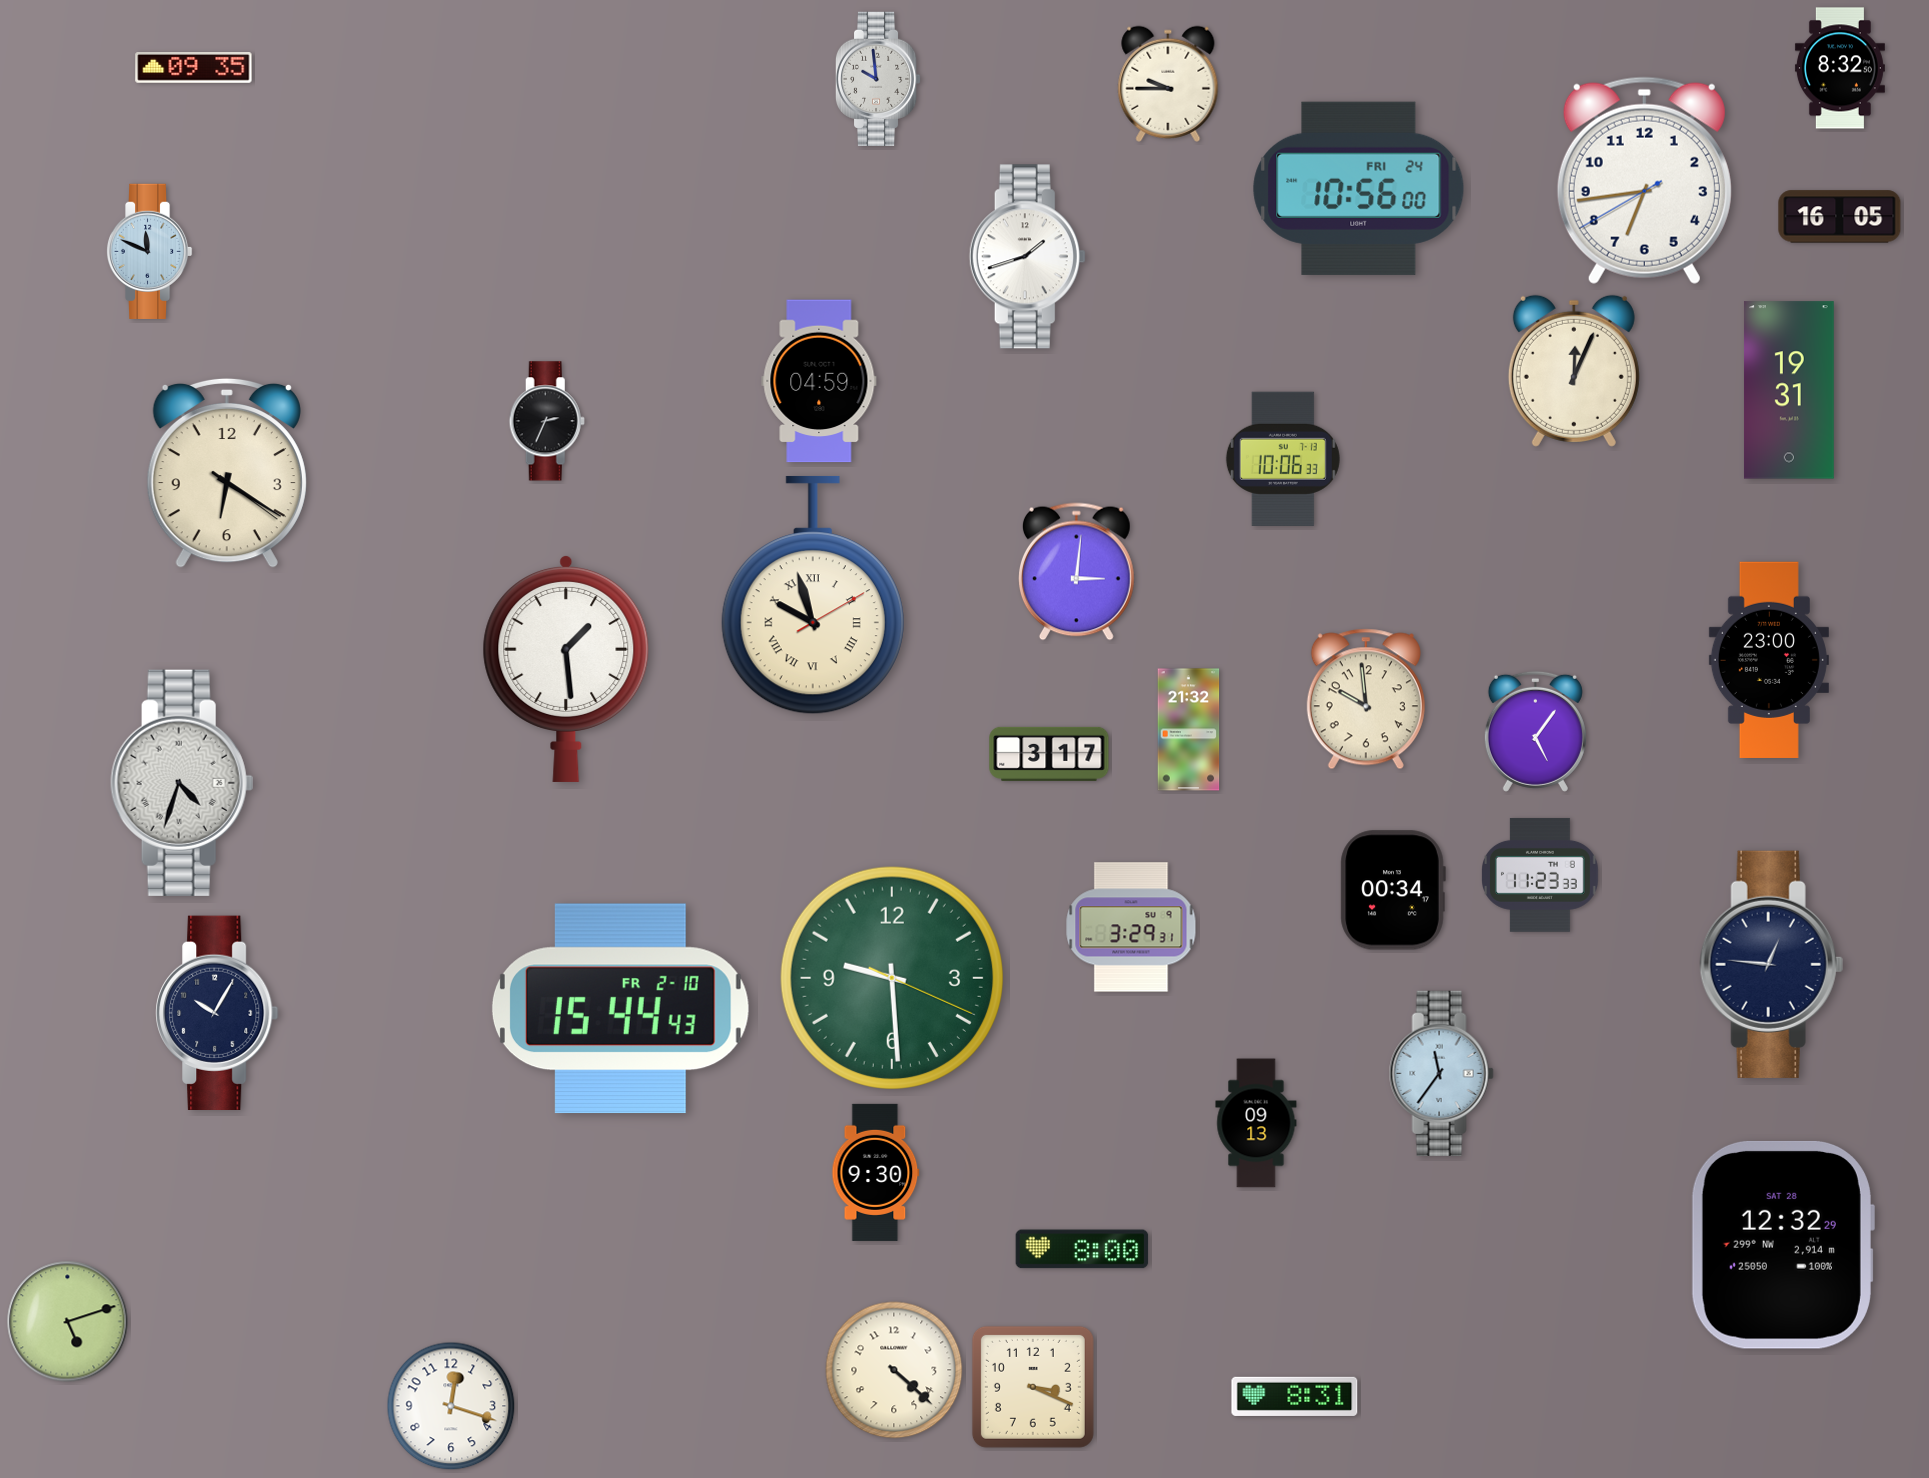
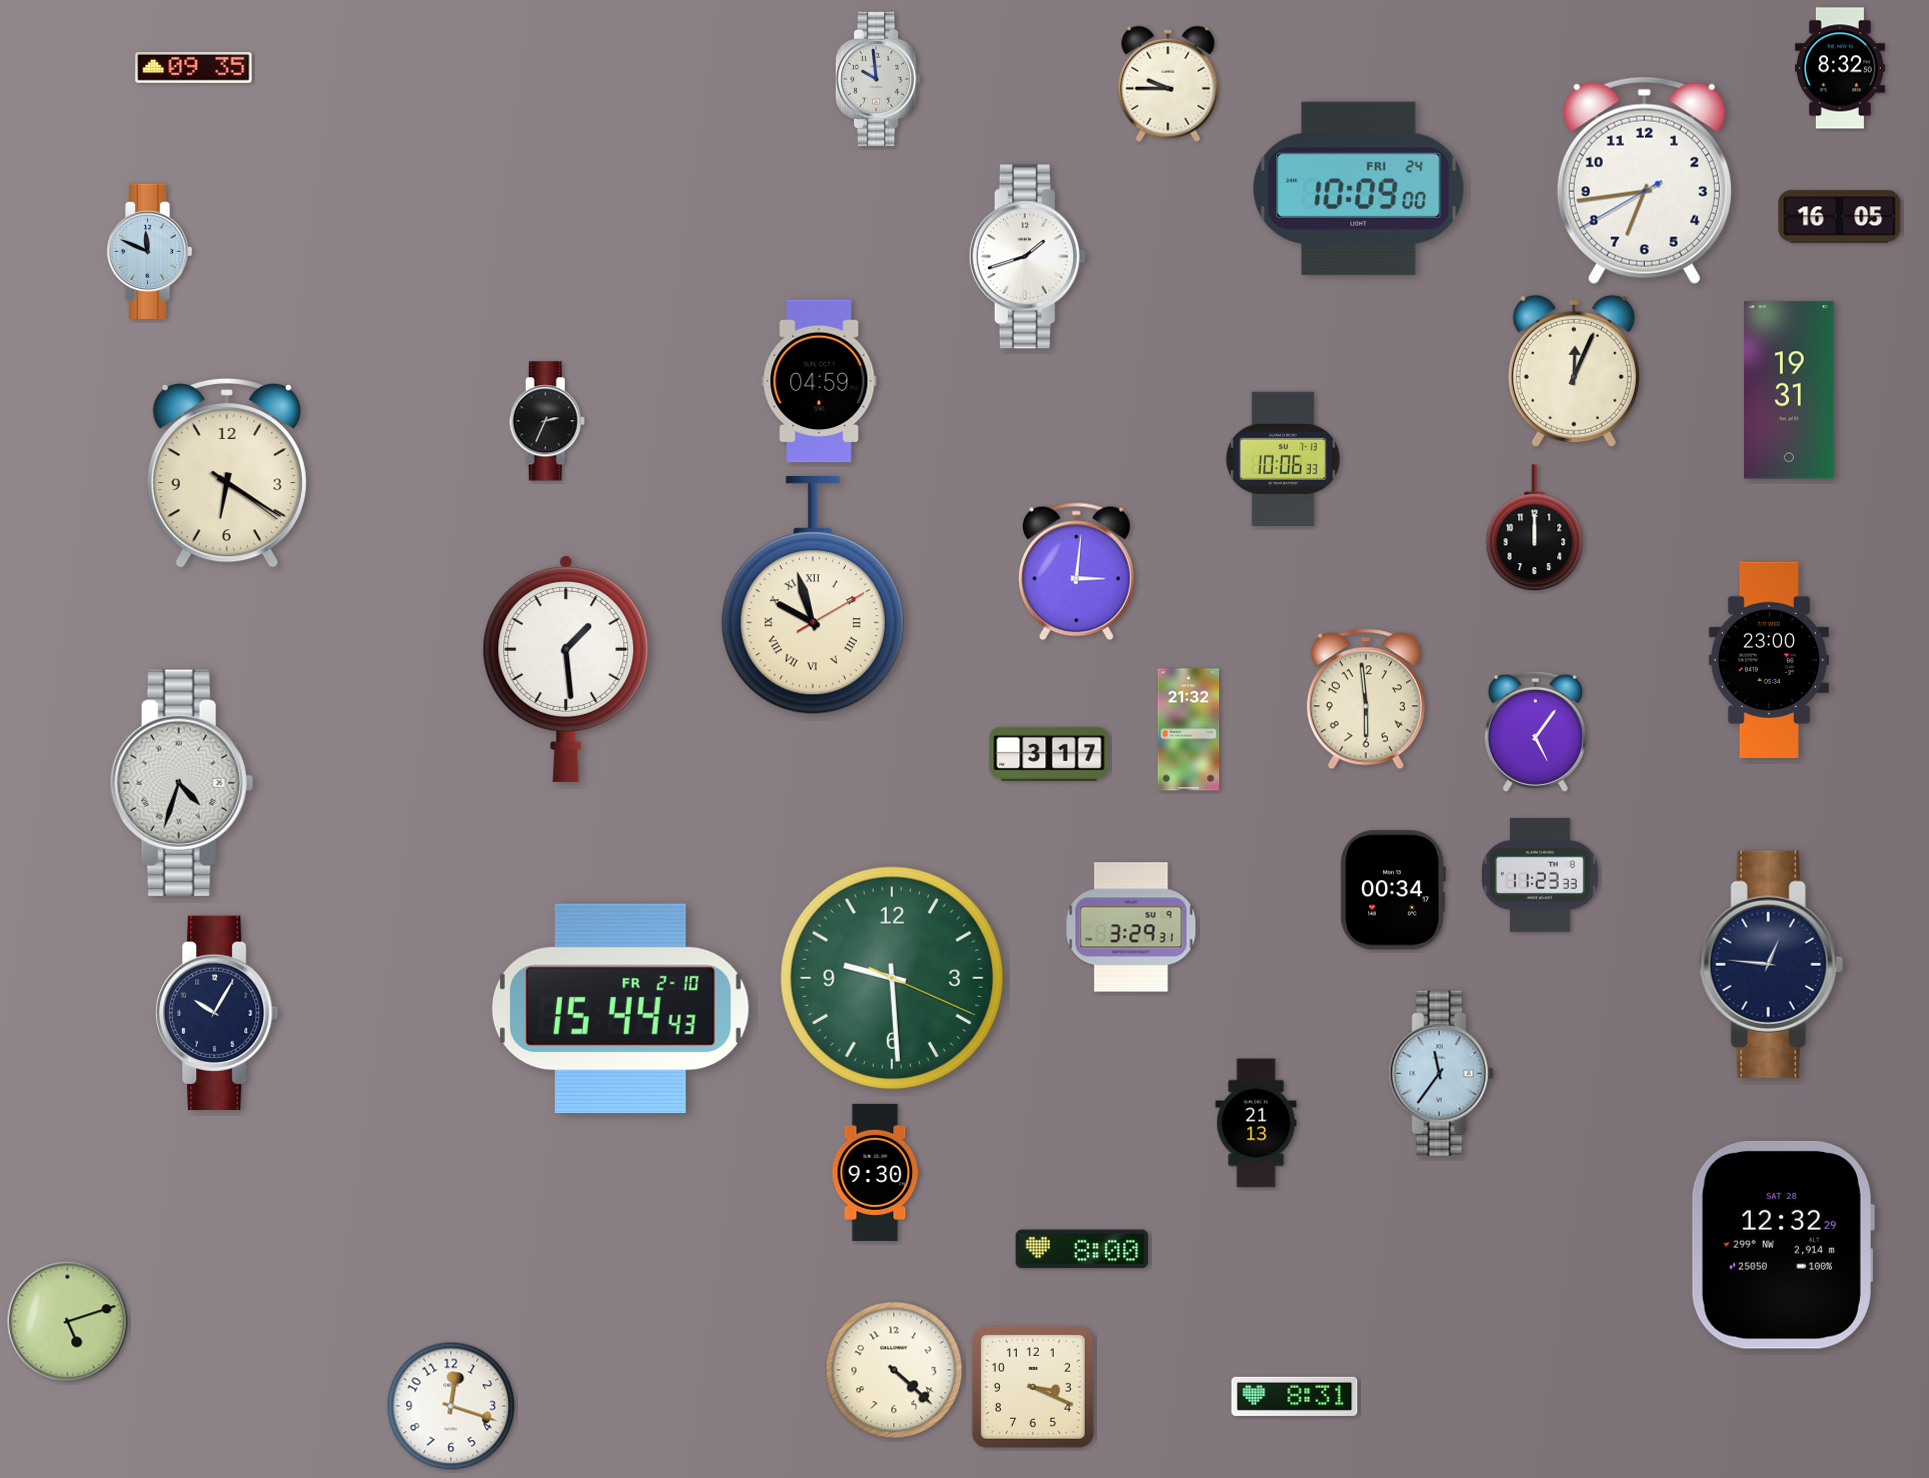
clock at (1359, 188): 10:56 -> 10:09
clock at (1535, 528): none -> 12:00
clock at (1366, 699): 9:59 -> 5:59
clock at (1256, 1123): 09:13 -> 21:13
